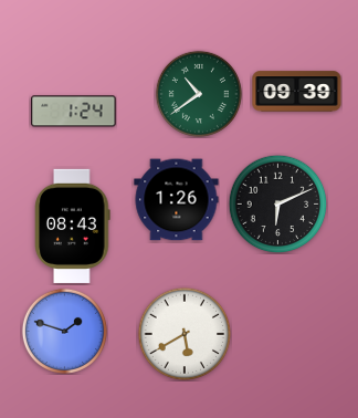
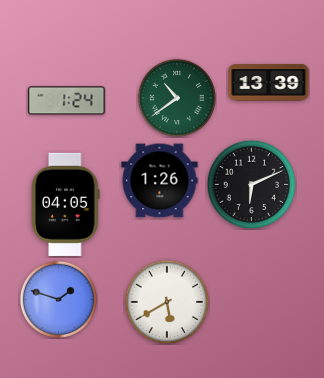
clock at (297, 92): 09:39 -> 13:39
clock at (198, 93) position: (198, 93) -> (176, 97)
clock at (73, 226): 08:43 -> 04:05
